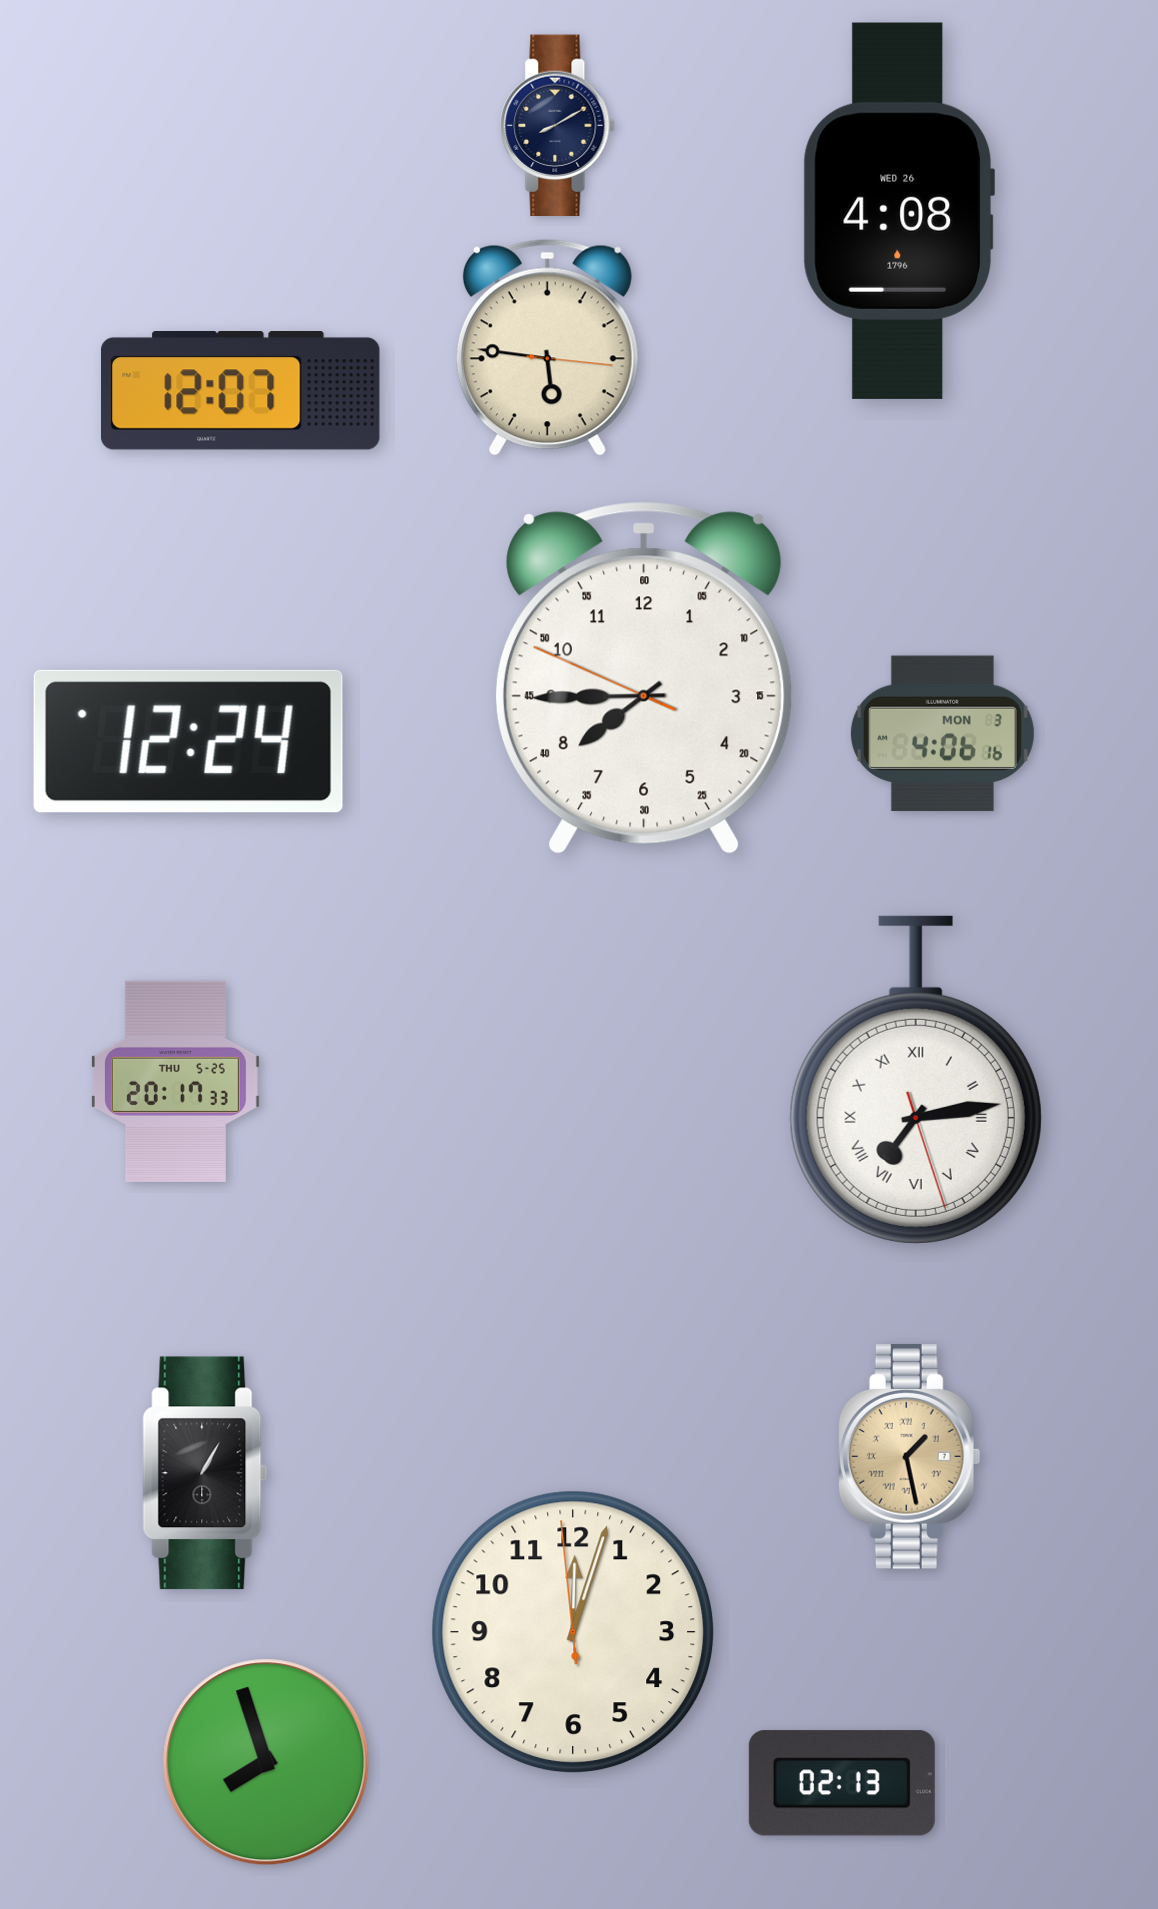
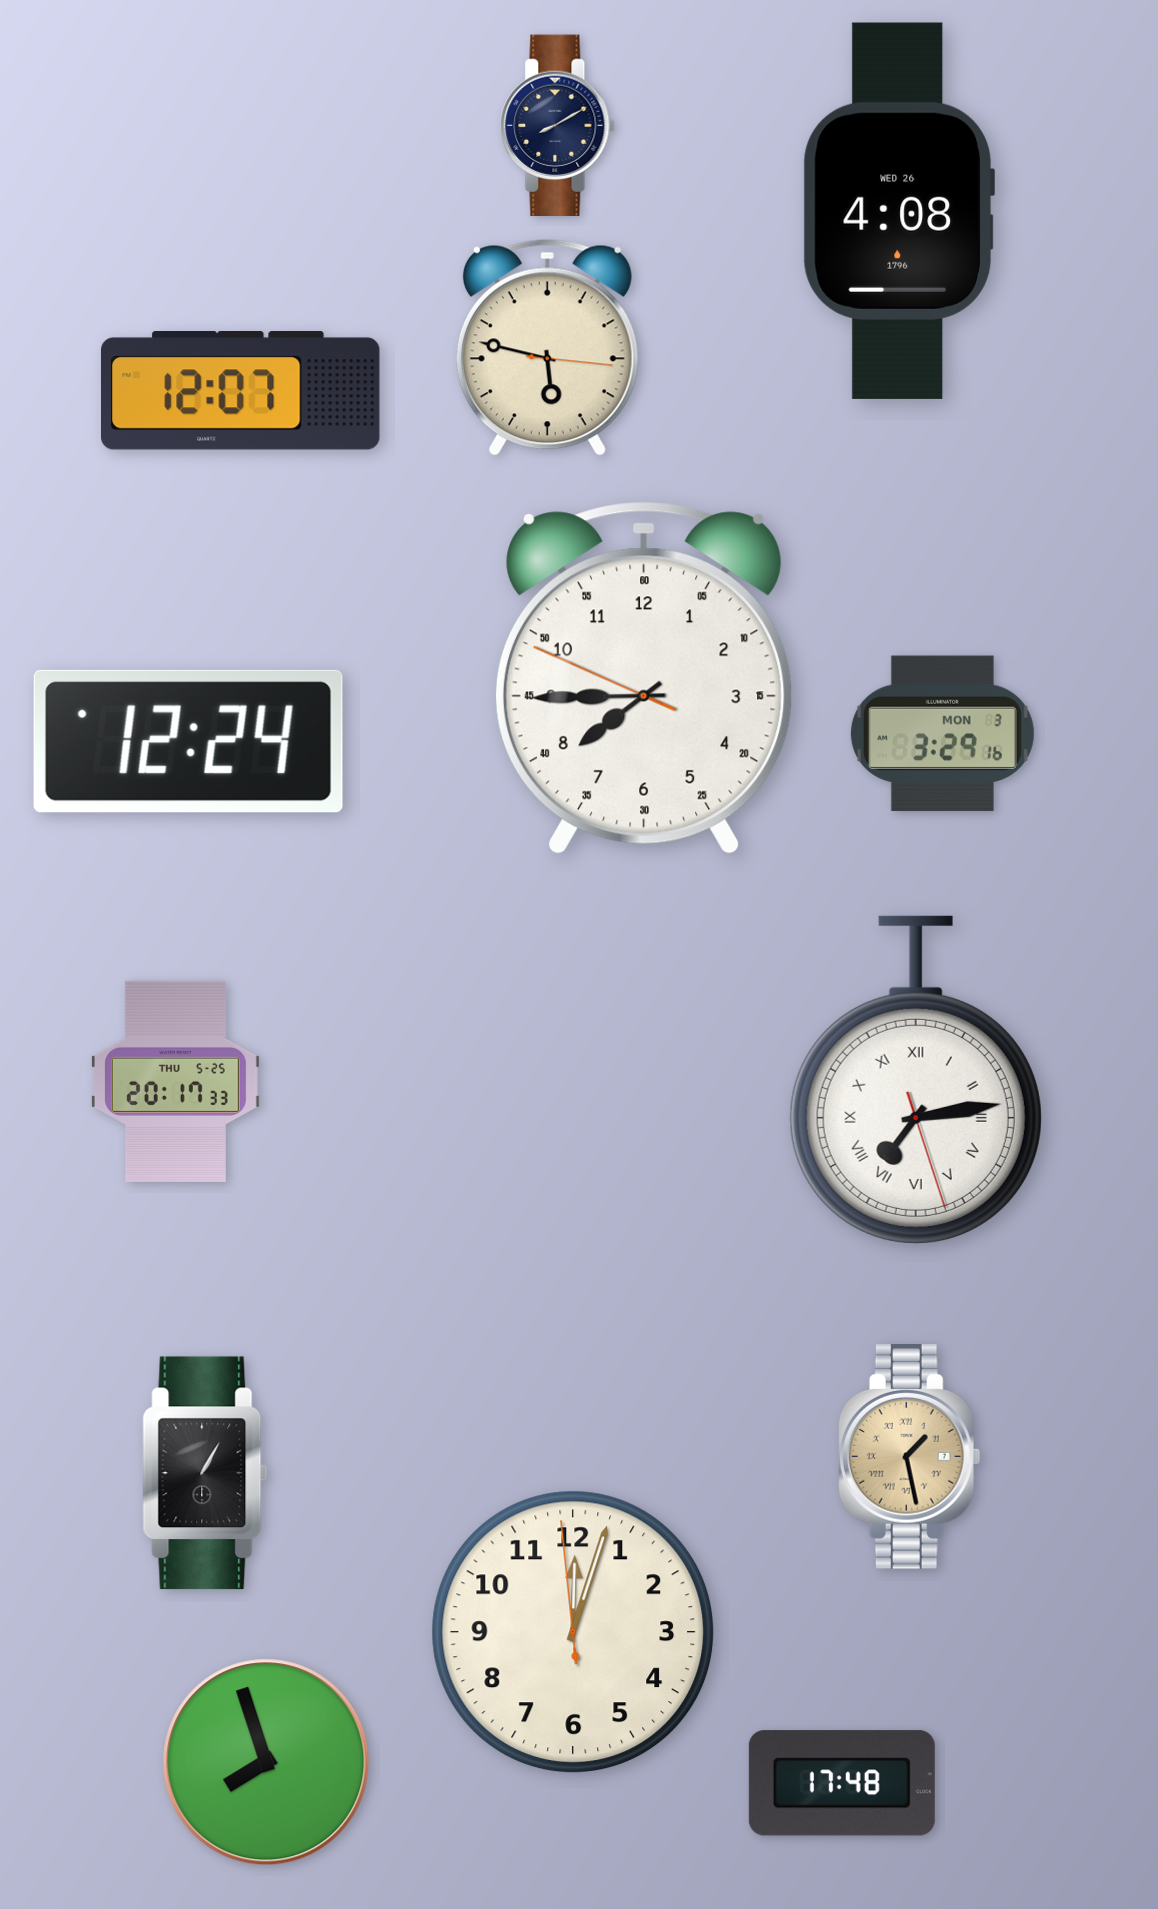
clock at (547, 347): 5:46 -> 5:47
clock at (942, 734): 4:06 -> 3:29
clock at (842, 1783): 02:13 -> 17:48
